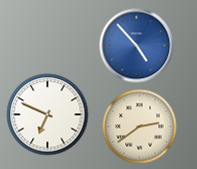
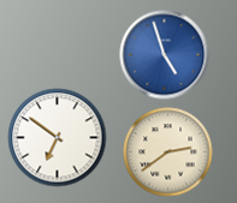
clock at (137, 46): 4:53 -> 4:57
clock at (48, 115): 6:49 -> 6:51
